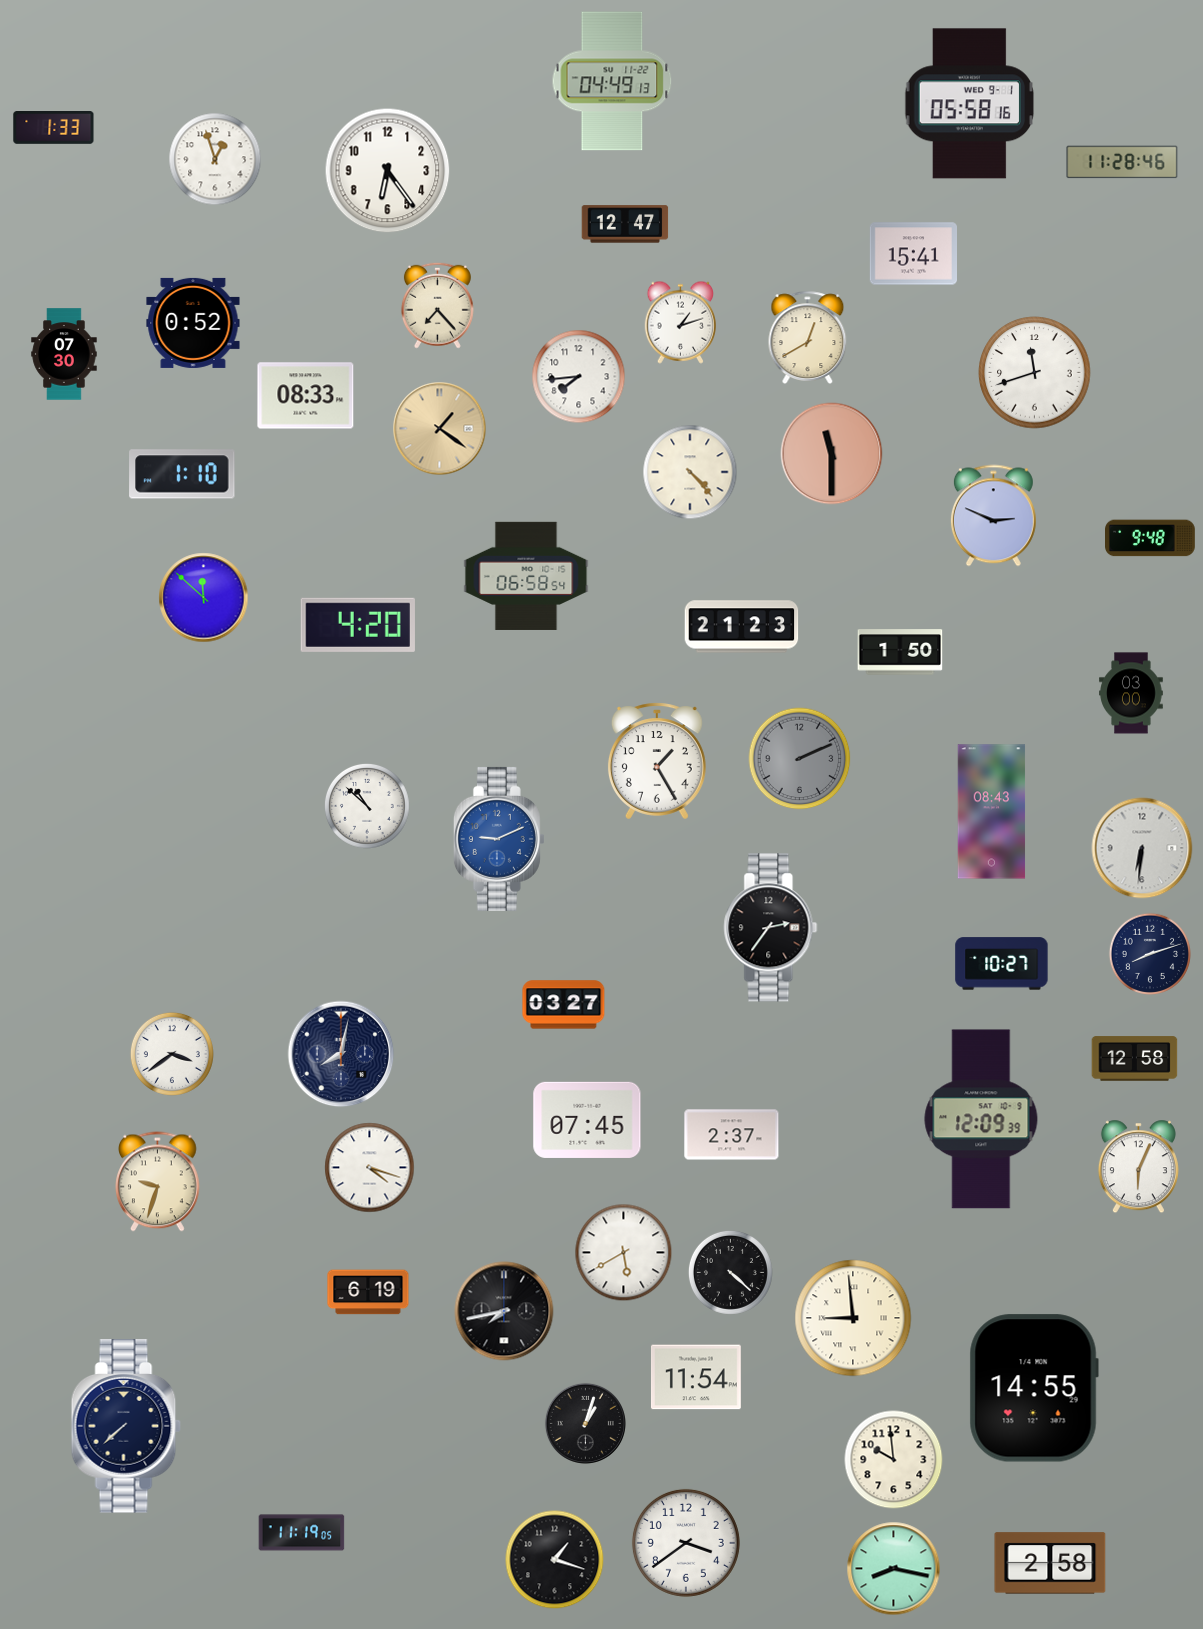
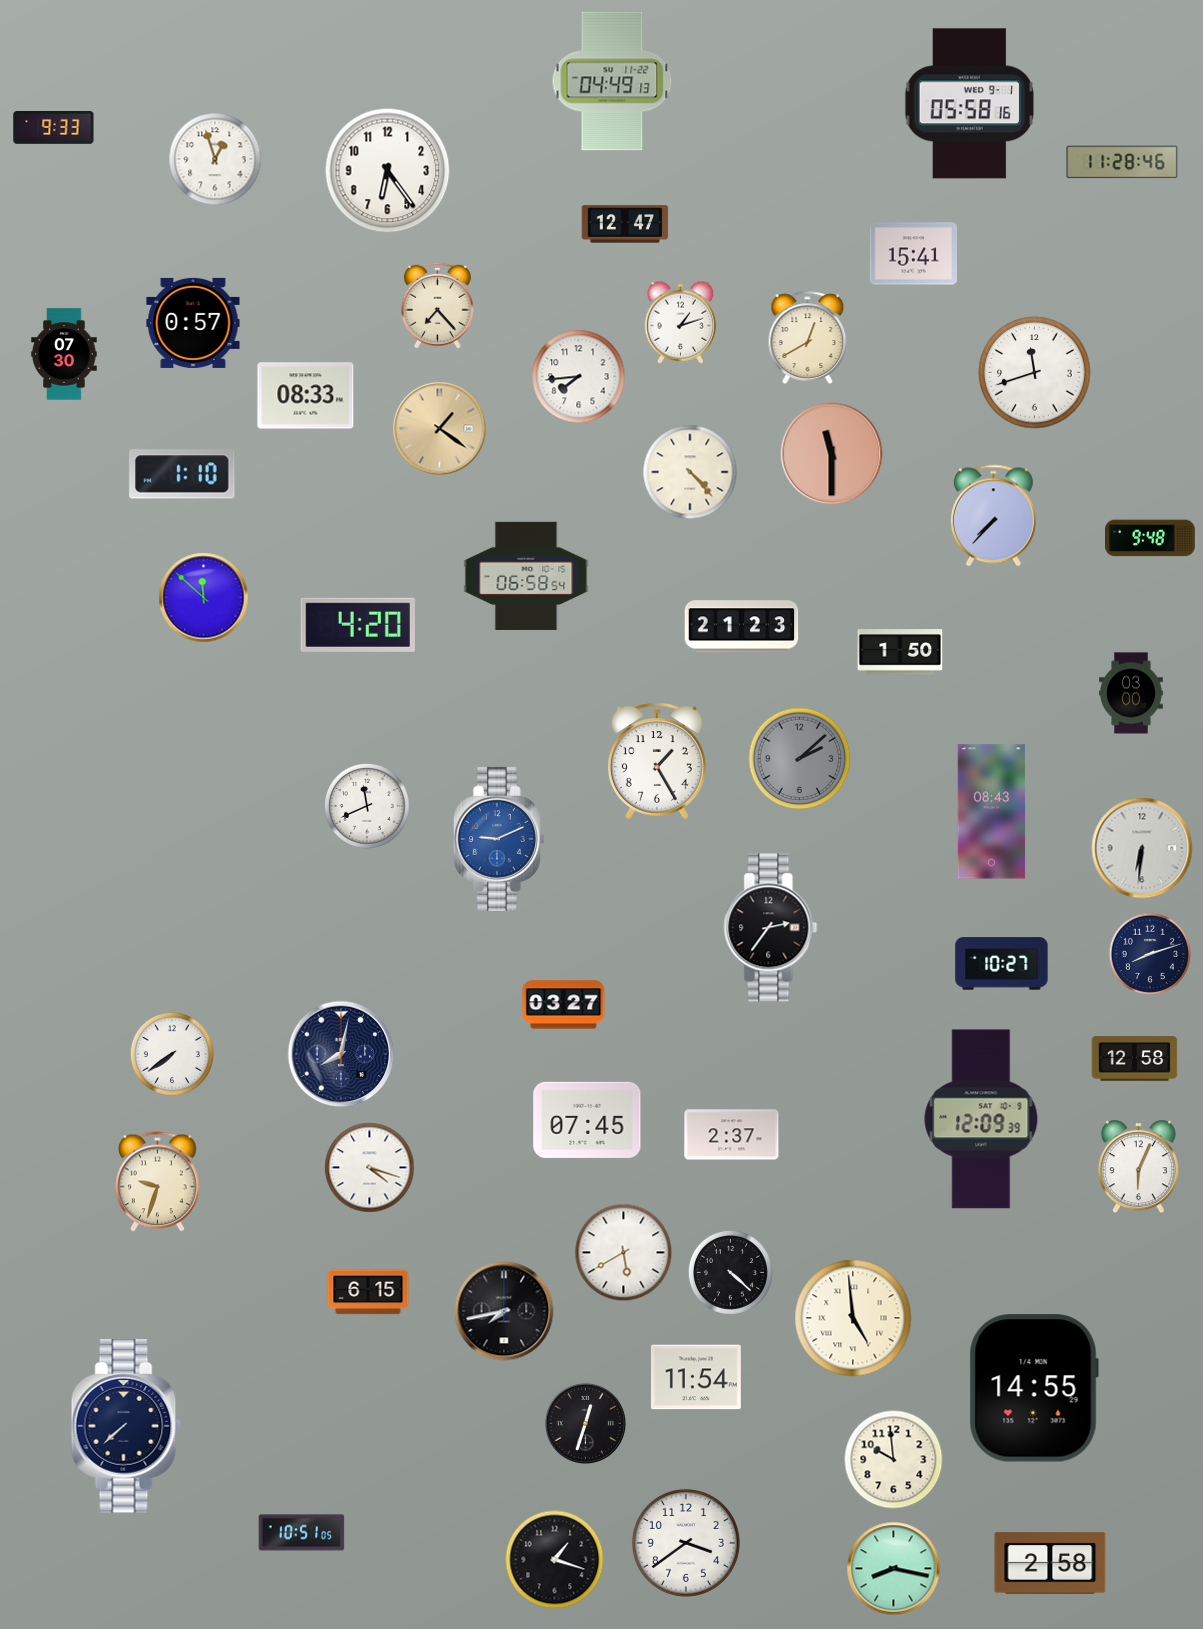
clock at (54, 128): 1:33 -> 9:33
clock at (193, 323): 0:52 -> 0:57
clock at (993, 516): 2:49 -> 7:37
clock at (800, 759): 2:11 -> 2:08
clock at (367, 806): 10:52 -> 11:41
clock at (172, 1054): 3:39 -> 7:39
clock at (368, 1292): 6:19 -> 6:15
clock at (853, 1318): 8:59 -> 4:59
clock at (585, 1423): 1:03 -> 12:33
clock at (302, 1533): 11:19 -> 10:51
